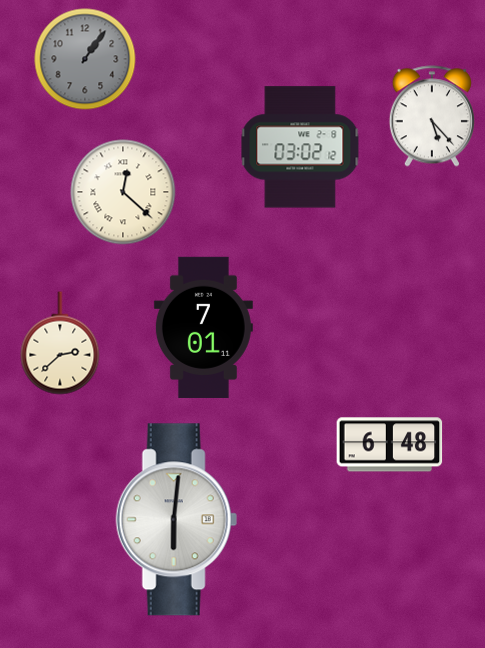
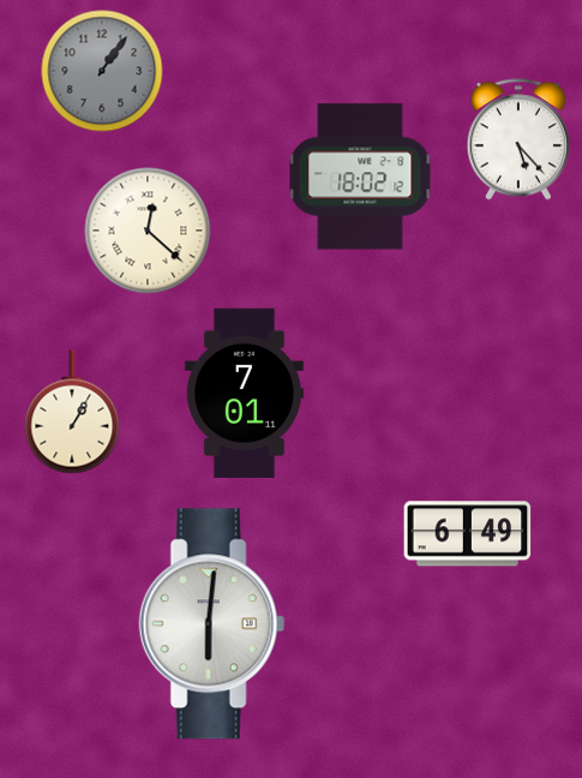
clock at (300, 147): 03:02 -> 18:02
clock at (60, 343): 2:38 -> 1:05
clock at (390, 445): 6:48 -> 6:49
